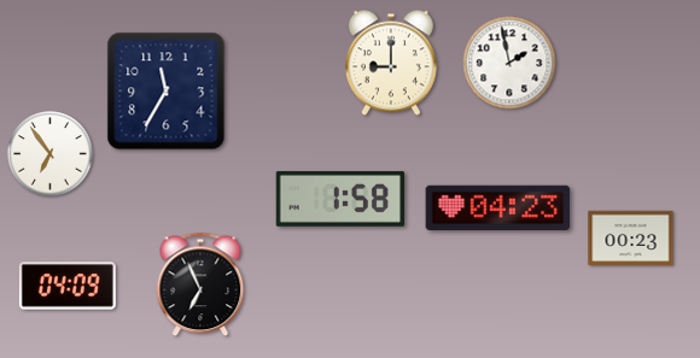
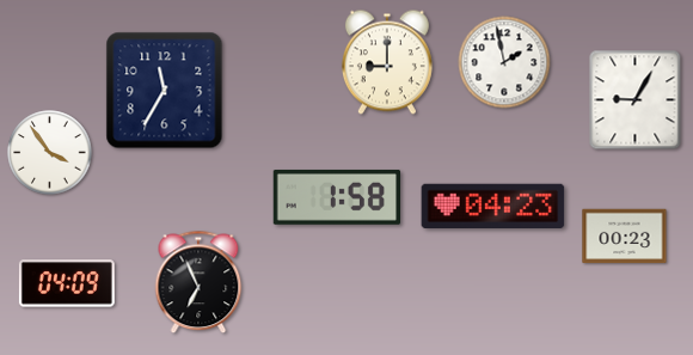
clock at (636, 100): none -> 9:05
clock at (51, 154): 6:54 -> 3:54
